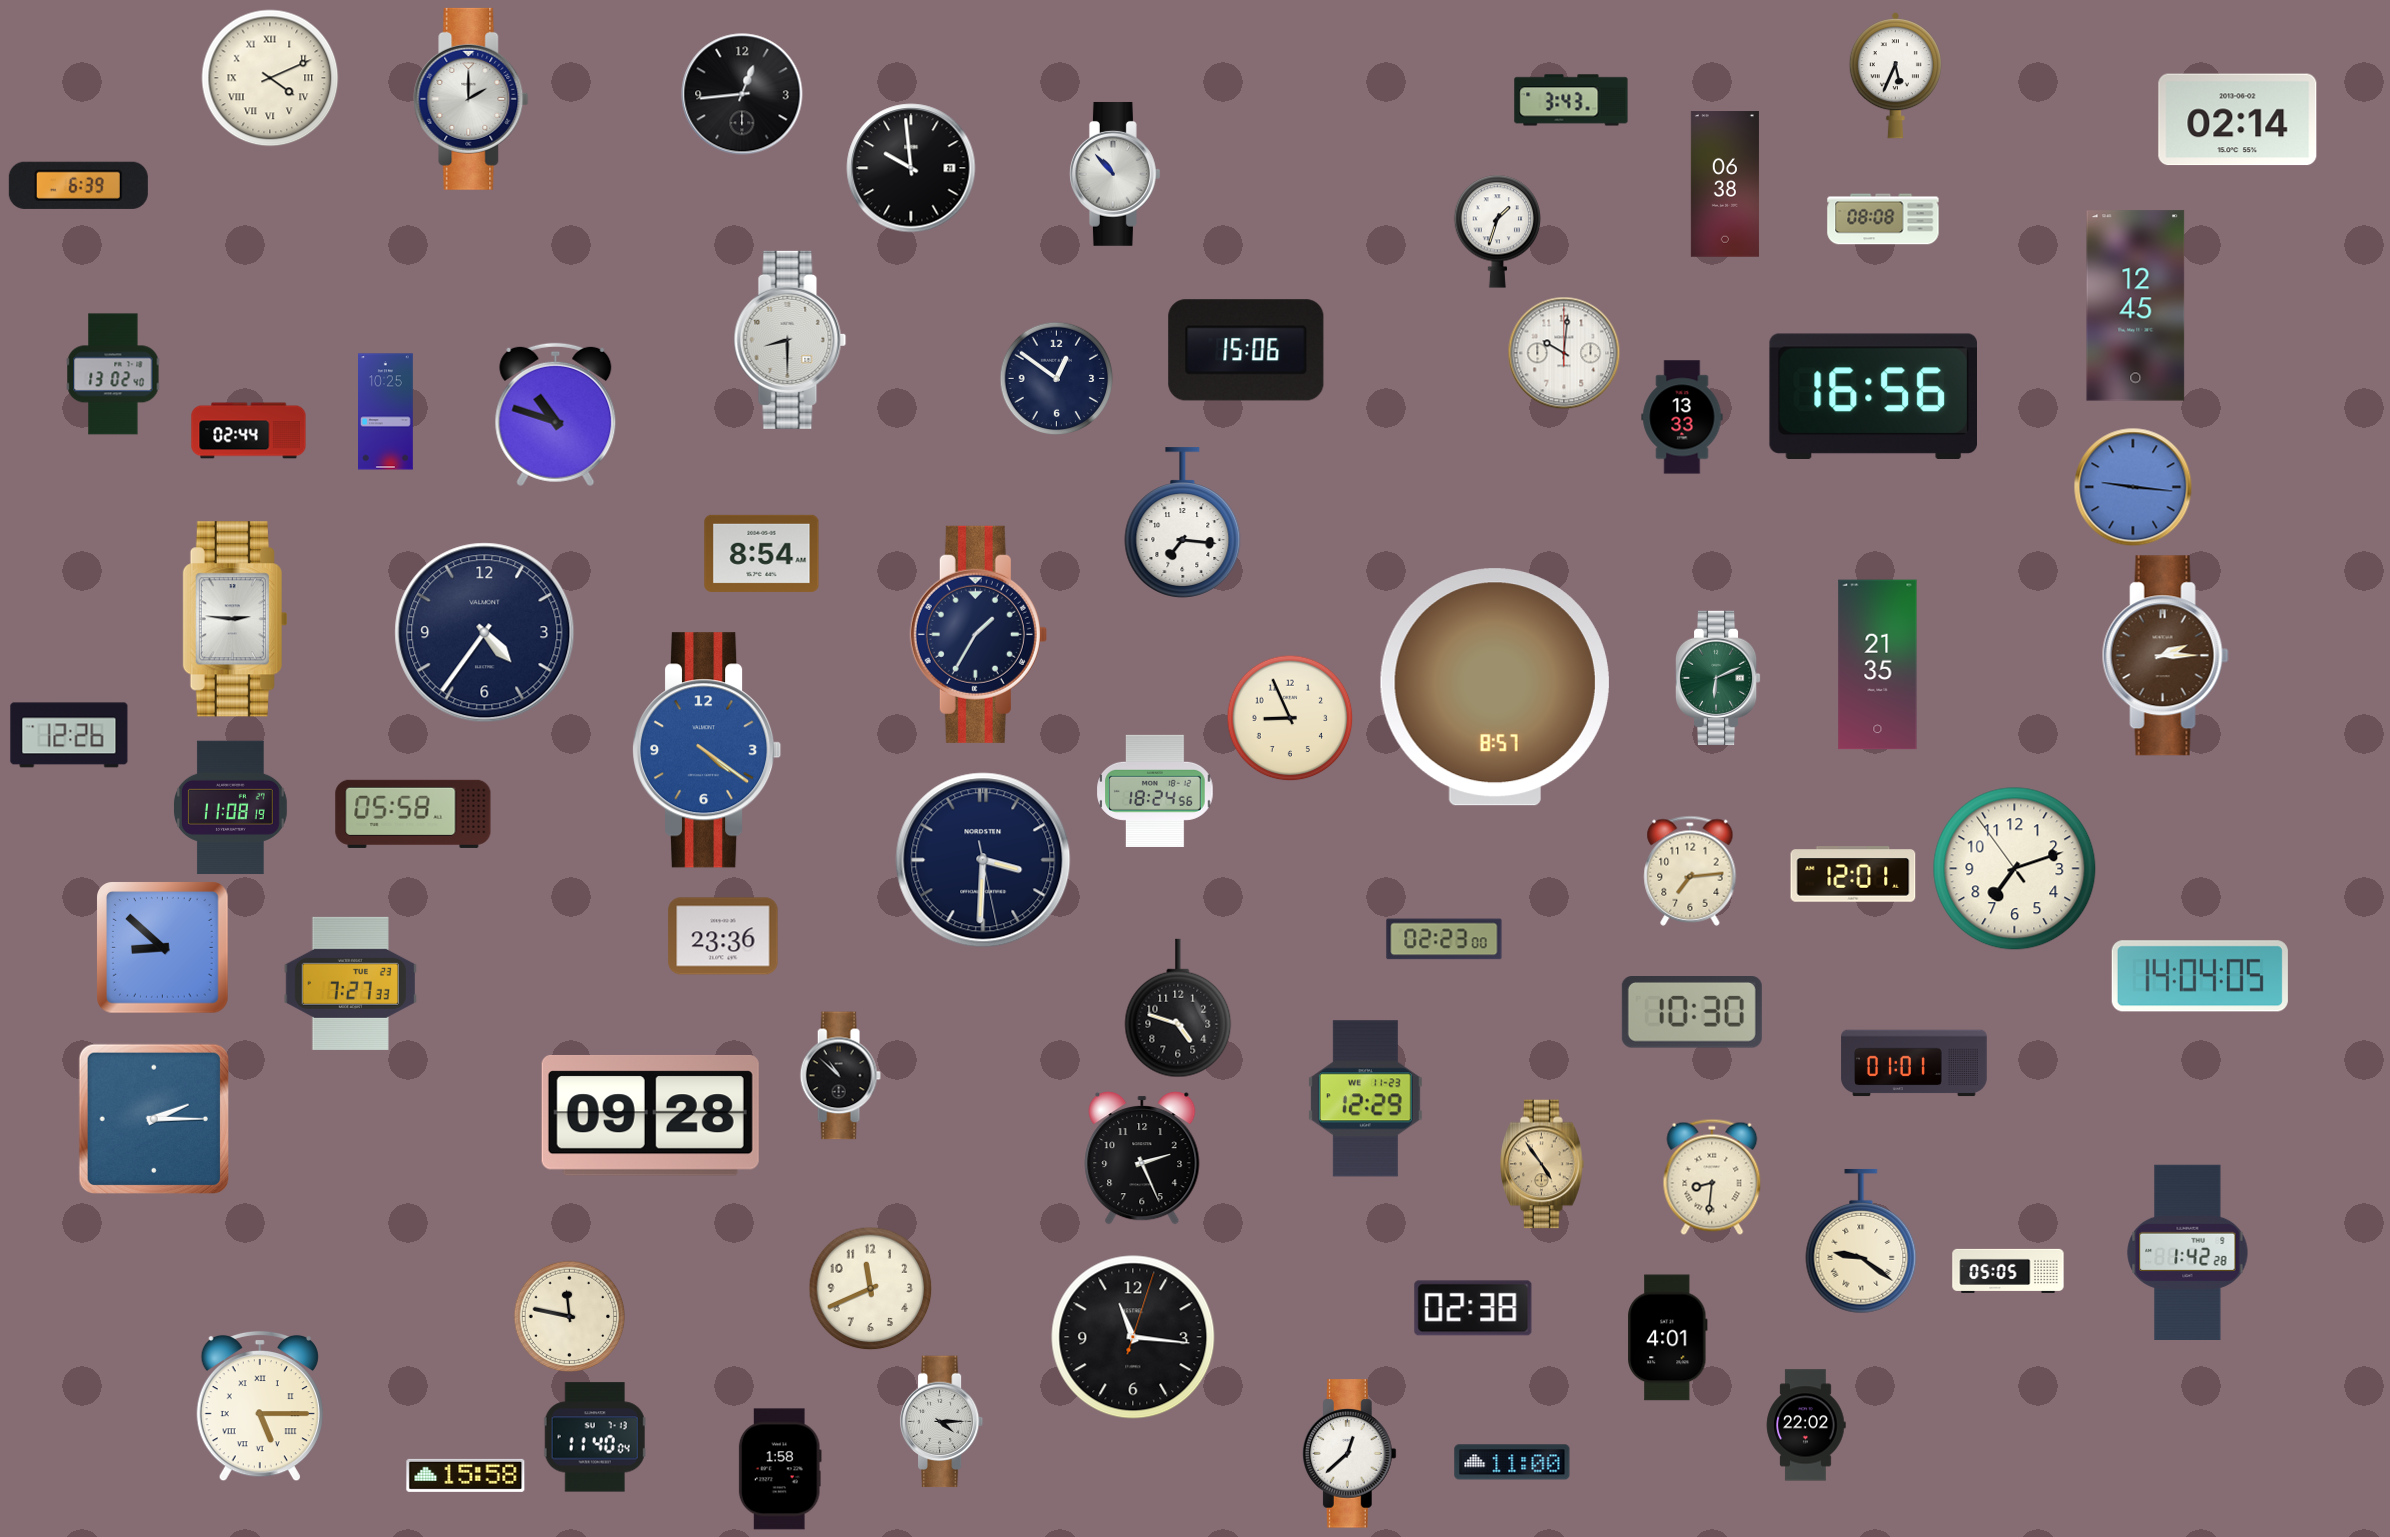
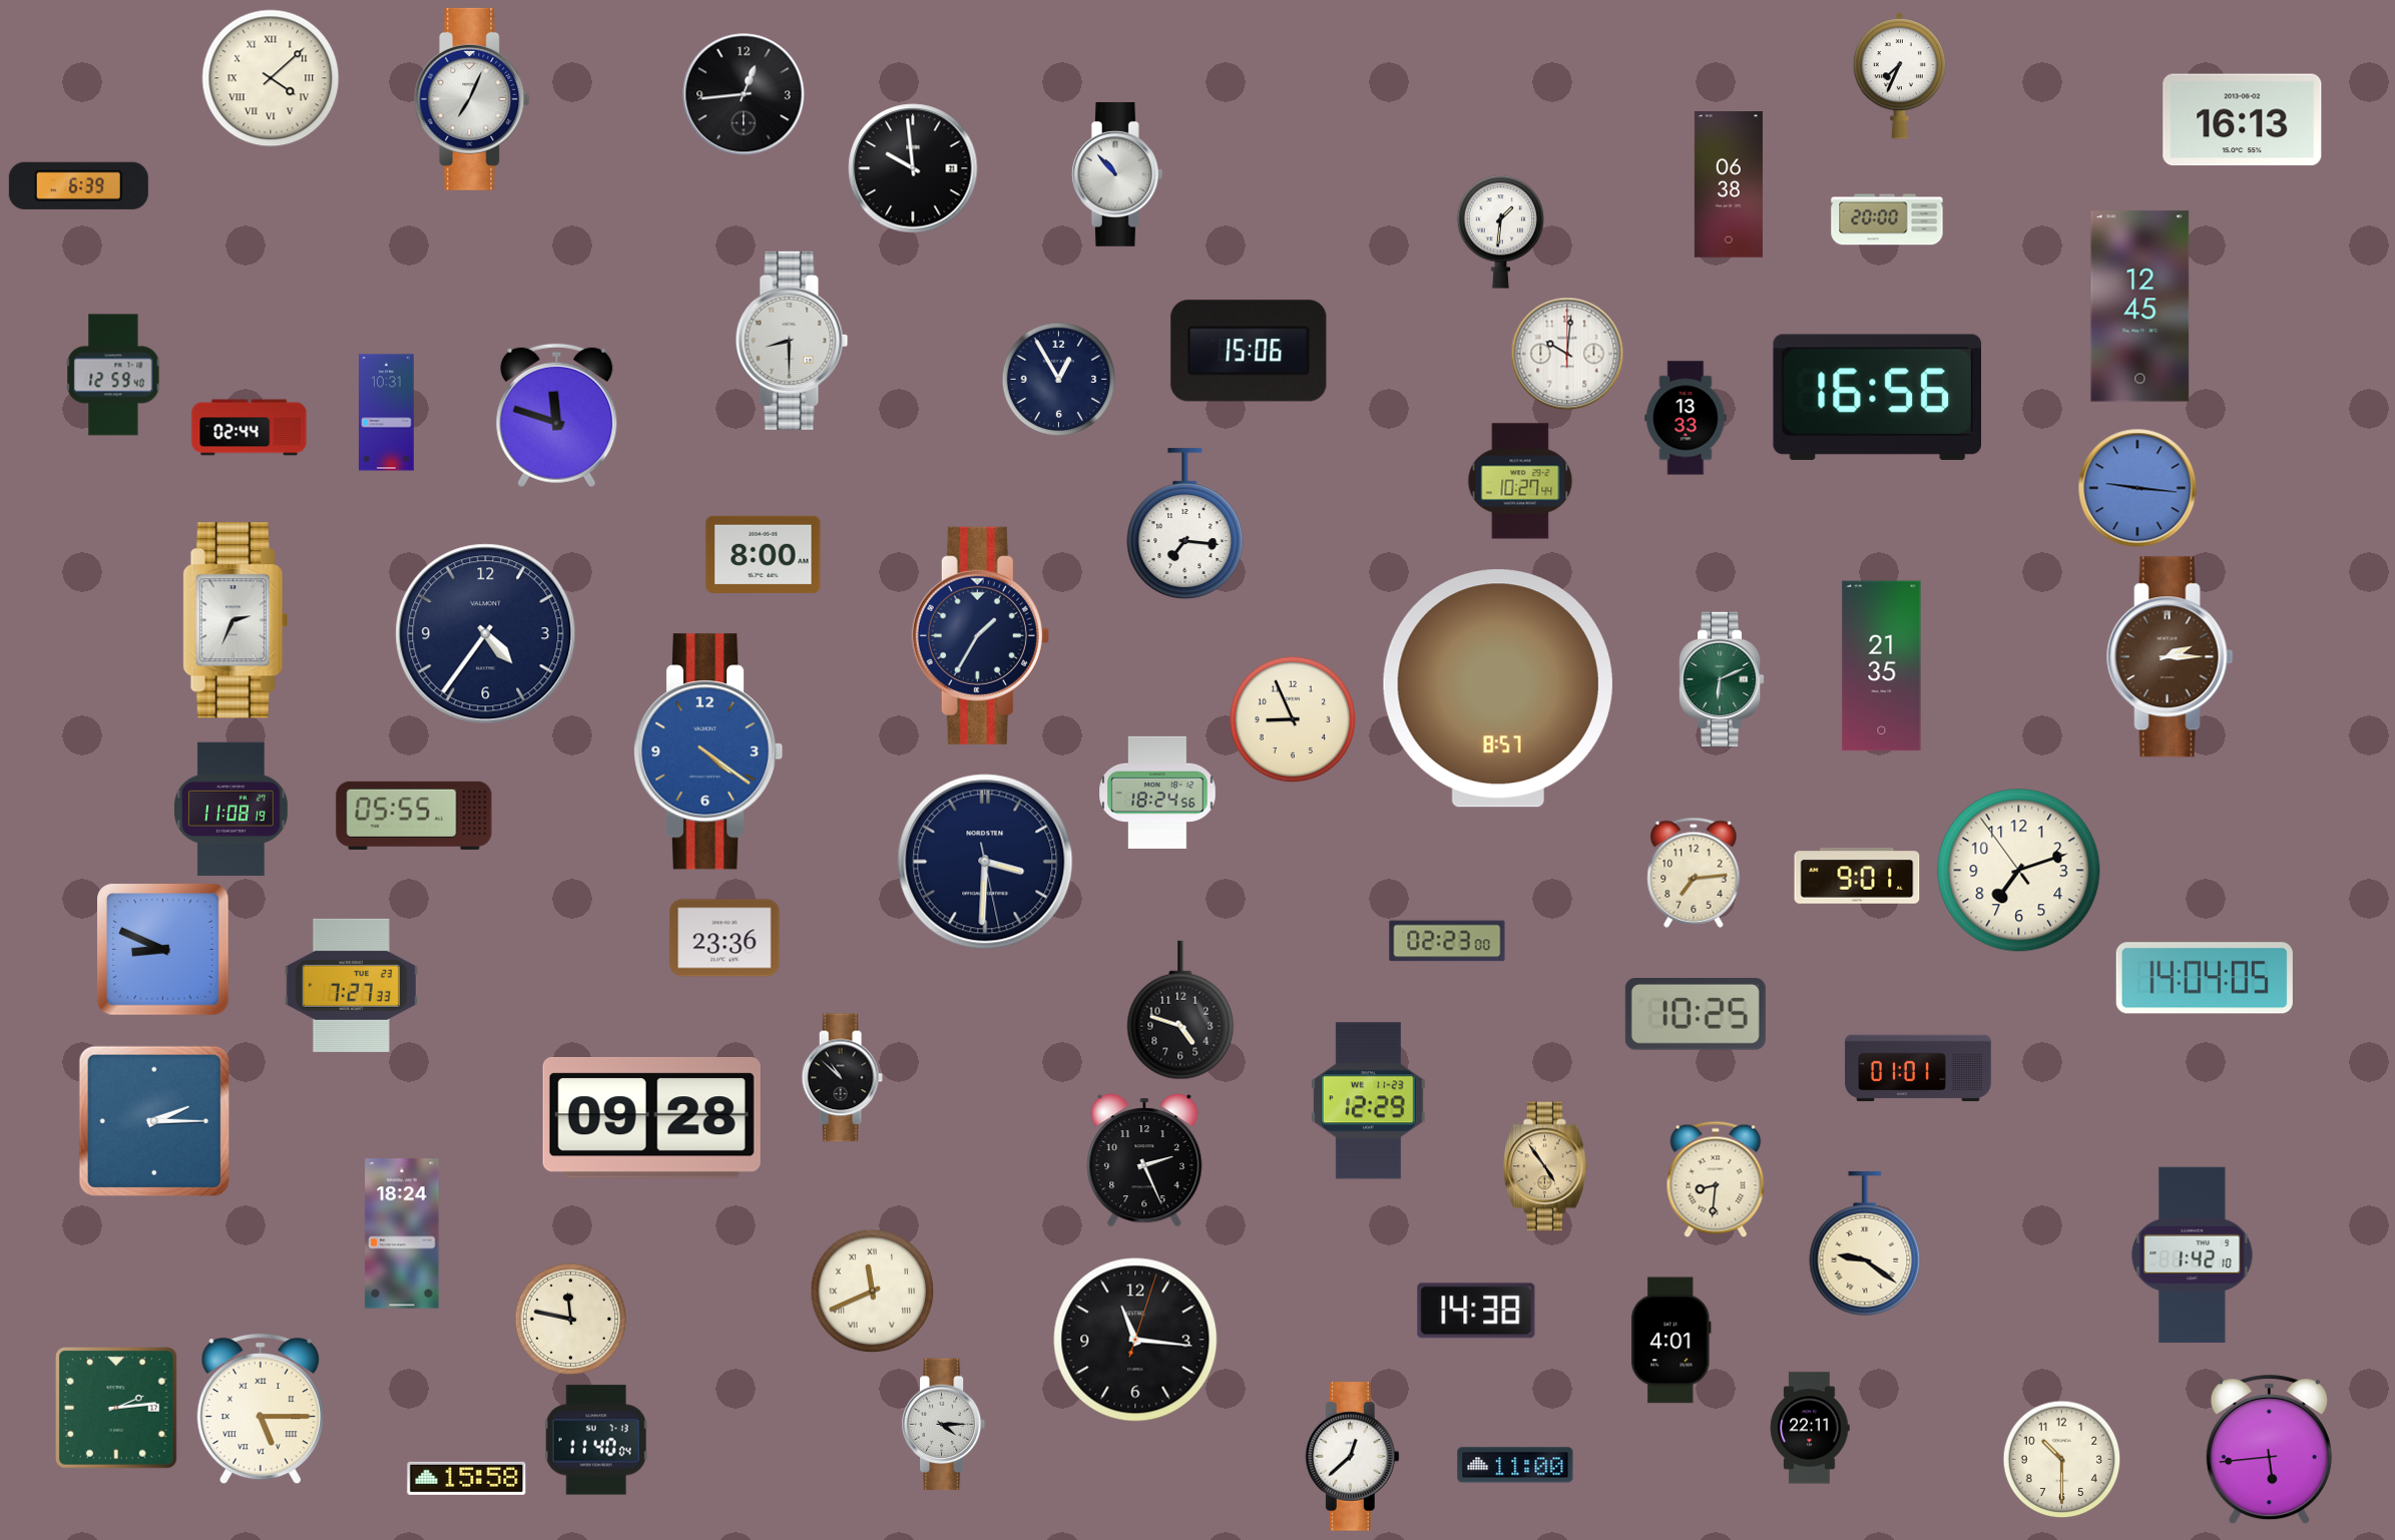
clock at (1895, 76): 5:34 -> 7:34
clock at (270, 78): 4:11 -> 4:08
clock at (471, 99): 2:00 -> 7:04
clock at (1571, 100): 3:43 -> none
clock at (2238, 120): 02:14 -> 16:13
clock at (1883, 219): 08:08 -> 20:00
clock at (1497, 231): 1:33 -> 1:31
clock at (113, 374): 13:02 -> 12:59
clock at (1057, 379): 12:51 -> 12:55
clock at (386, 412): 10:25 -> 10:31
clock at (556, 415): 10:48 -> 11:48
clock at (249, 431) position: (249, 431) -> (250, 428)
clock at (1520, 481): none -> 10:27
clock at (762, 553): 8:54 -> 8:00
clock at (234, 619): 2:46 -> 2:34
clock at (69, 735): 12:26 -> none
clock at (413, 814): 05:58 -> 05:55
clock at (1853, 874): 12:01 -> 9:01
clock at (163, 948): 8:52 -> 8:49
clock at (1692, 1013): 10:30 -> 10:25
clock at (1914, 1063) position: (1914, 1063) -> (1918, 1068)
clock at (402, 1233): none -> 18:24
clock at (2188, 1252): 1:42:28 -> 1:42:10
clock at (2008, 1271): 05:05 -> none
clock at (871, 1289) numerals: Arabic -> Roman
clock at (1473, 1308): 02:38 -> 14:38
clock at (117, 1409): none -> 2:14
clock at (1806, 1425): 22:02 -> 22:11
clock at (2269, 1450): none -> 5:44
clock at (2062, 1460): none -> 10:30
clock at (780, 1469): 1:58 -> none
